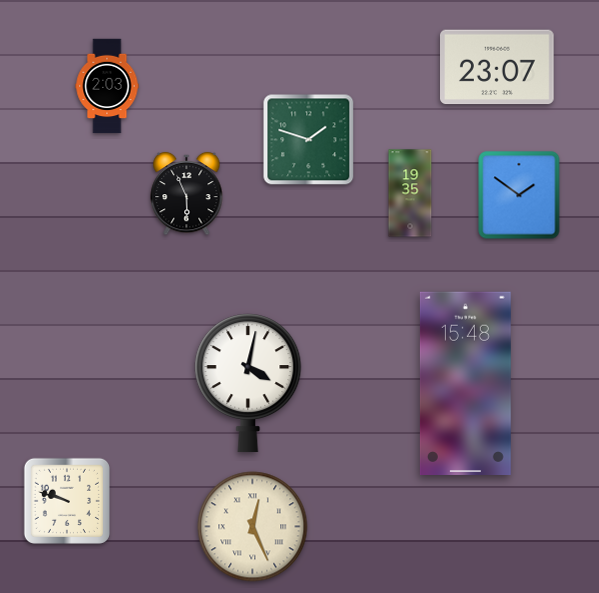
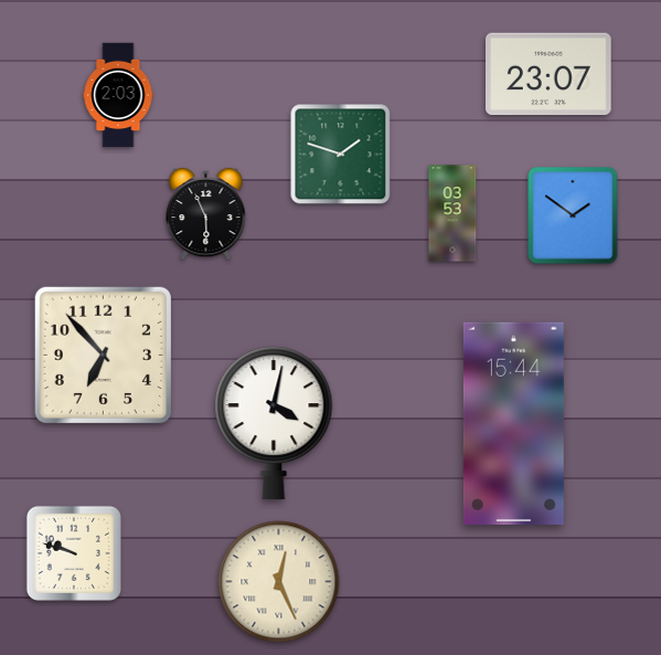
clock at (410, 193): 19:35 -> 03:53
clock at (103, 355): none -> 6:53
clock at (465, 383): 15:48 -> 15:44
